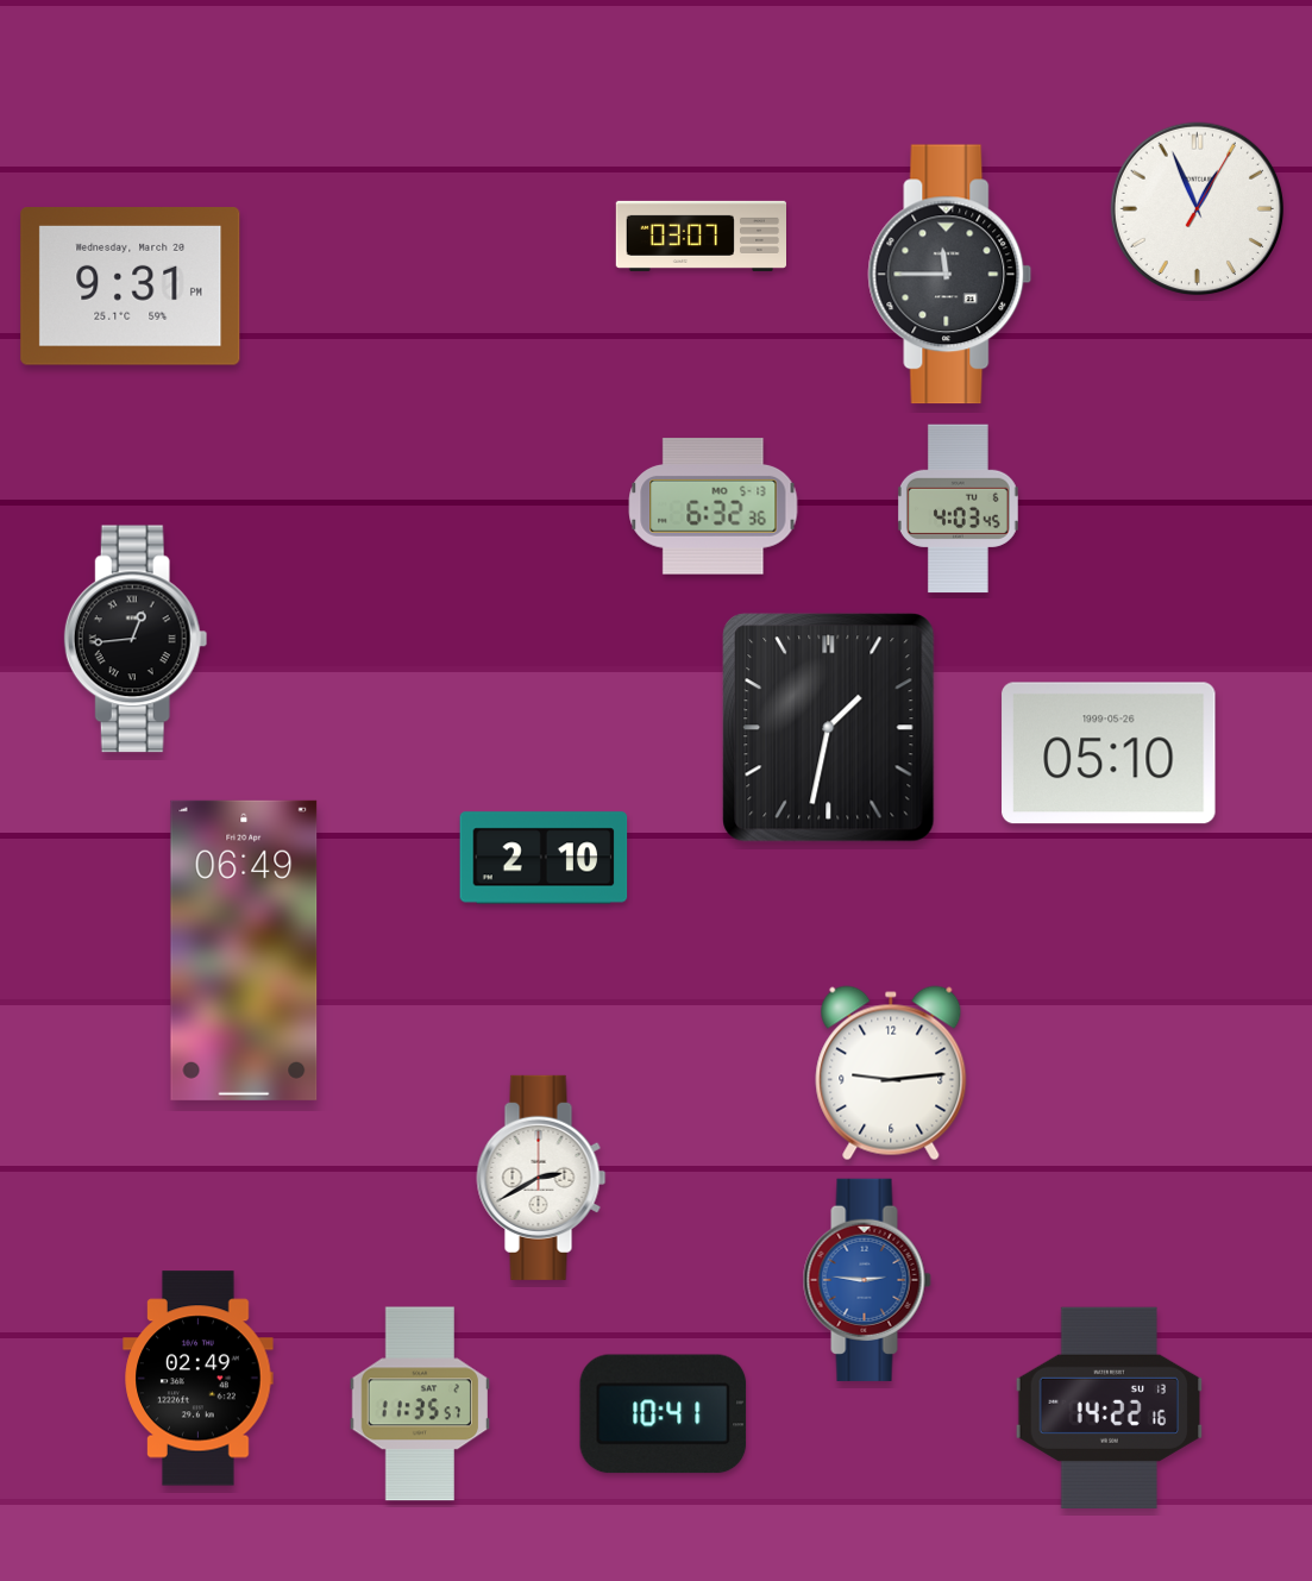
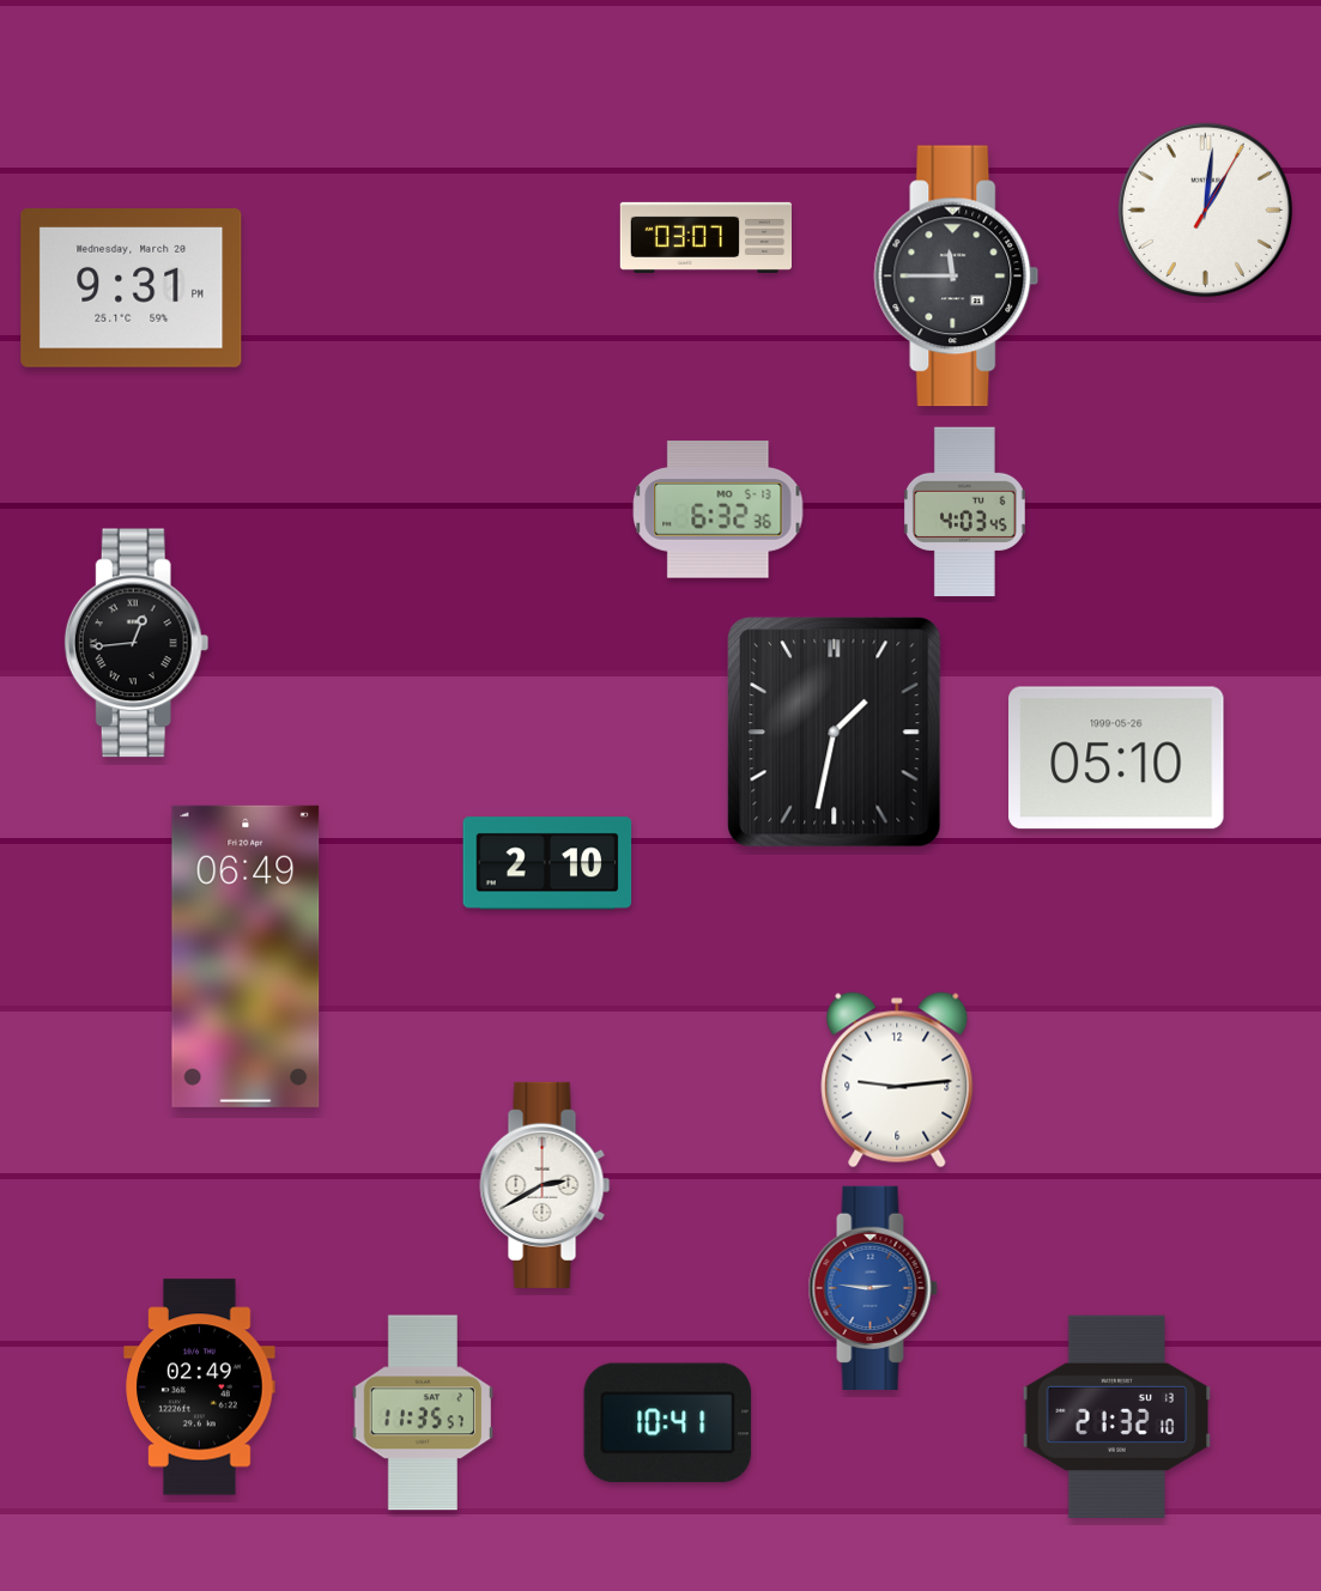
clock at (1198, 209): 12:56 -> 1:01
clock at (1110, 1407): 14:22 -> 21:32
